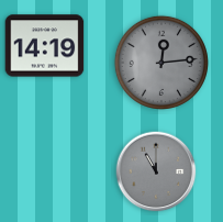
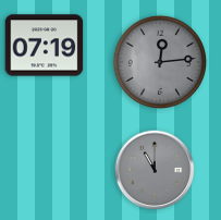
clock at (45, 46): 14:19 -> 07:19
